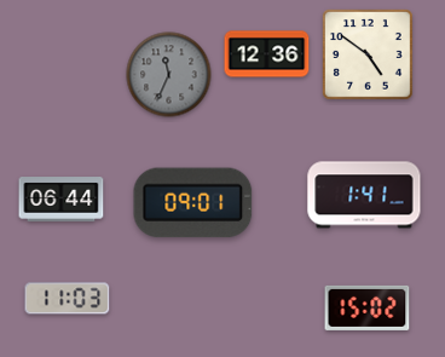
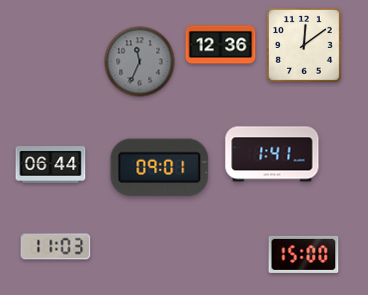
clock at (368, 54): 4:51 -> 12:09
clock at (364, 195) position: (364, 195) -> (272, 154)
clock at (368, 307): 15:02 -> 15:00
